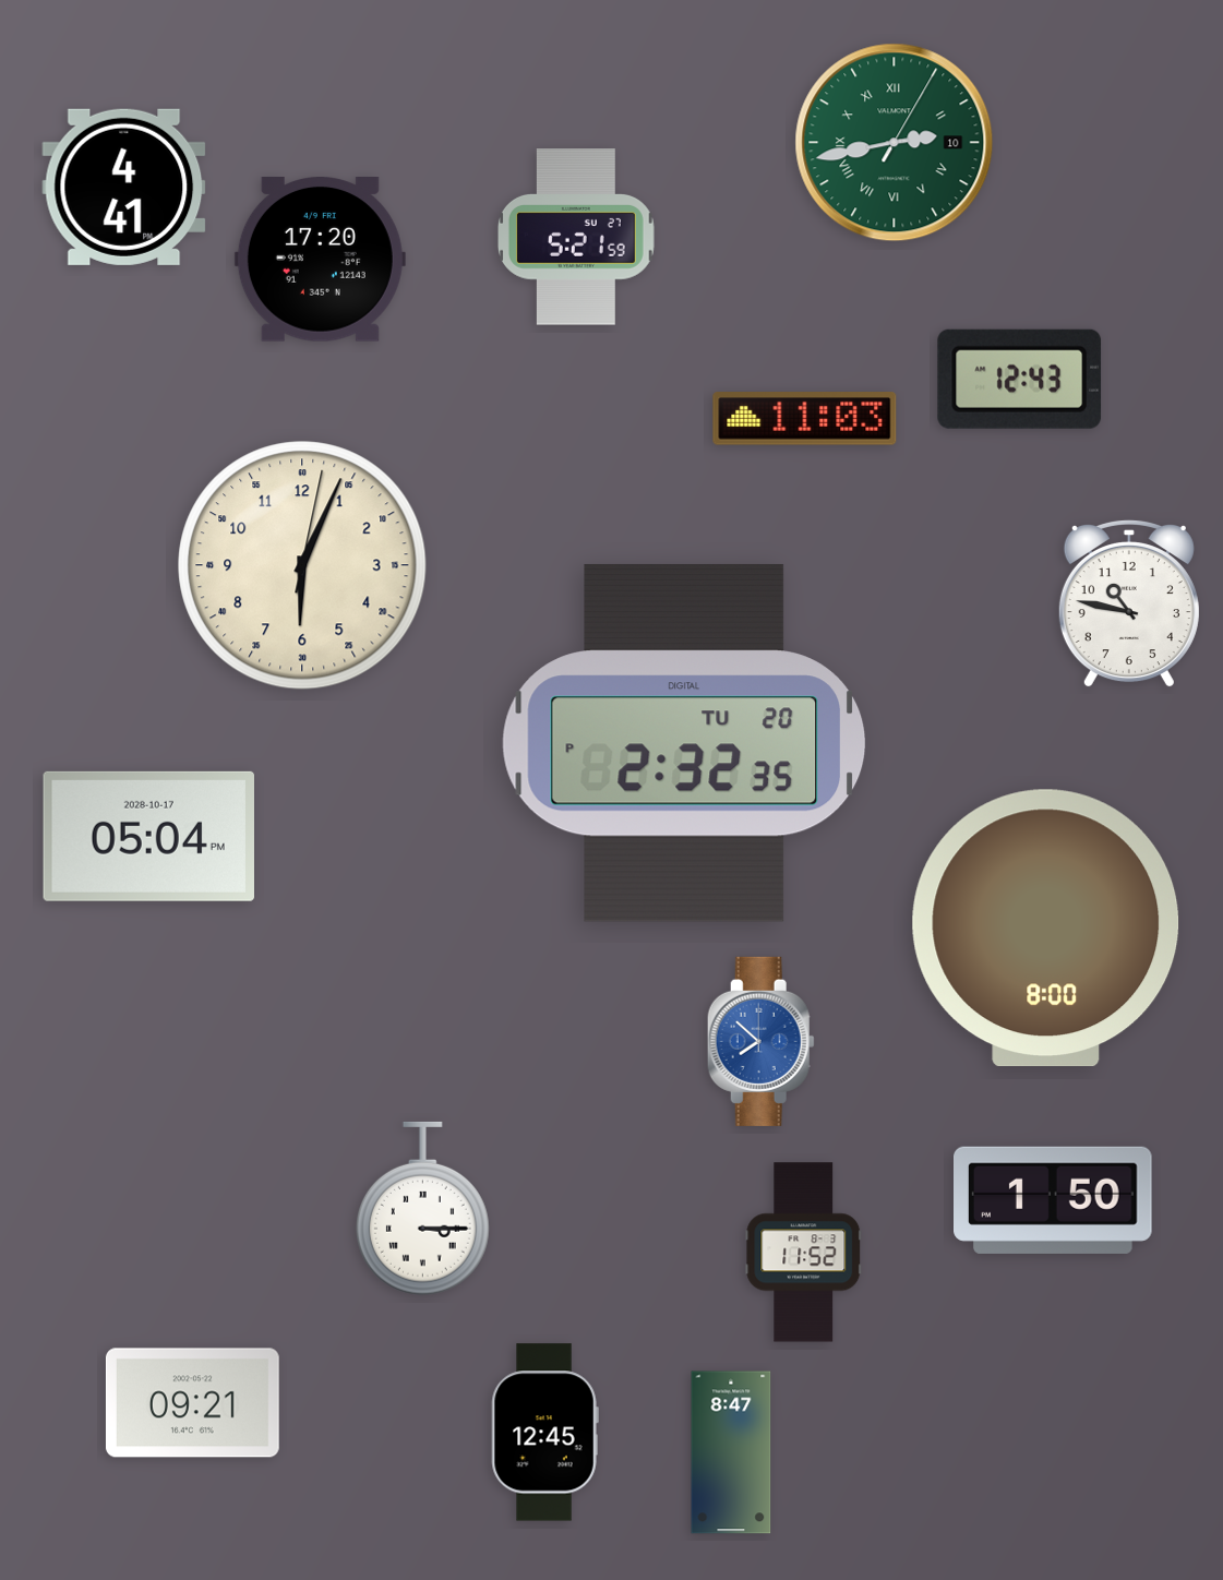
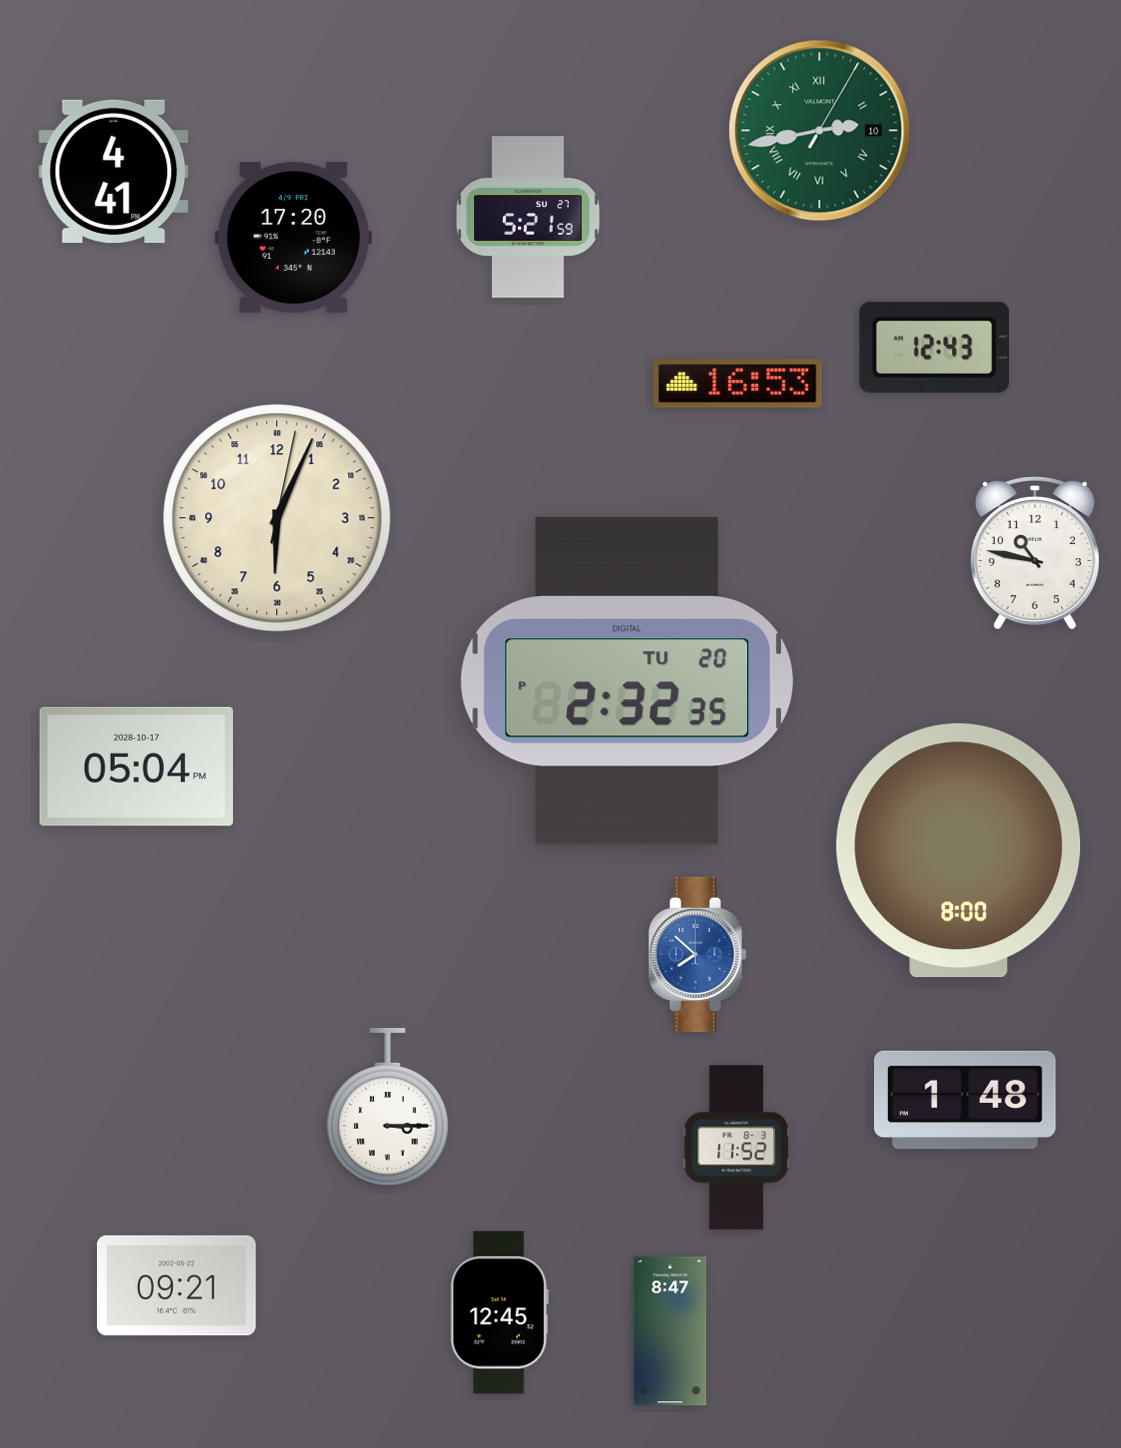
clock at (805, 419): 11:03 -> 16:53
clock at (1054, 1200): 1:50 -> 1:48
